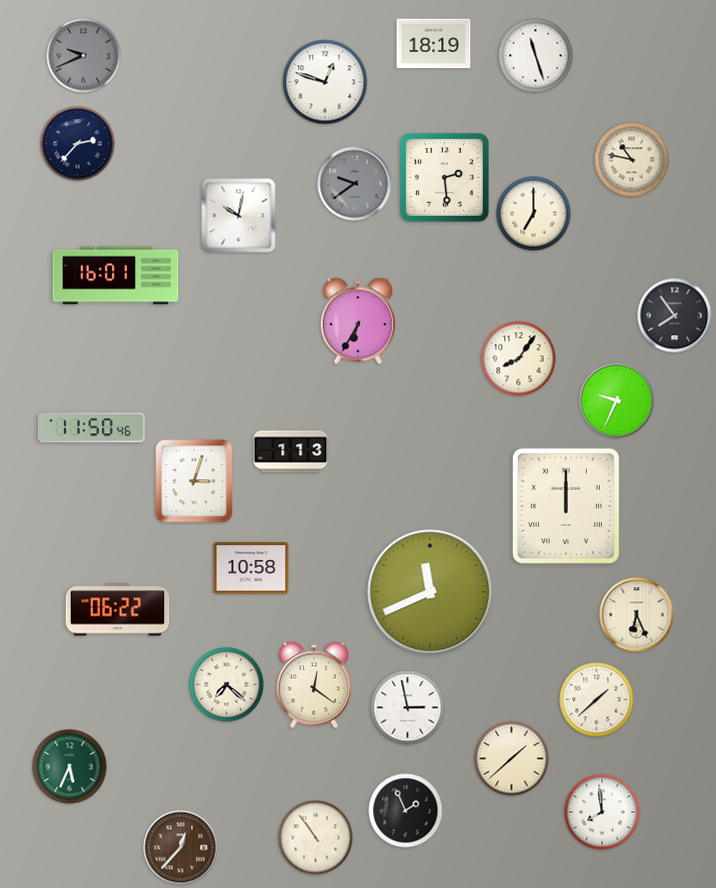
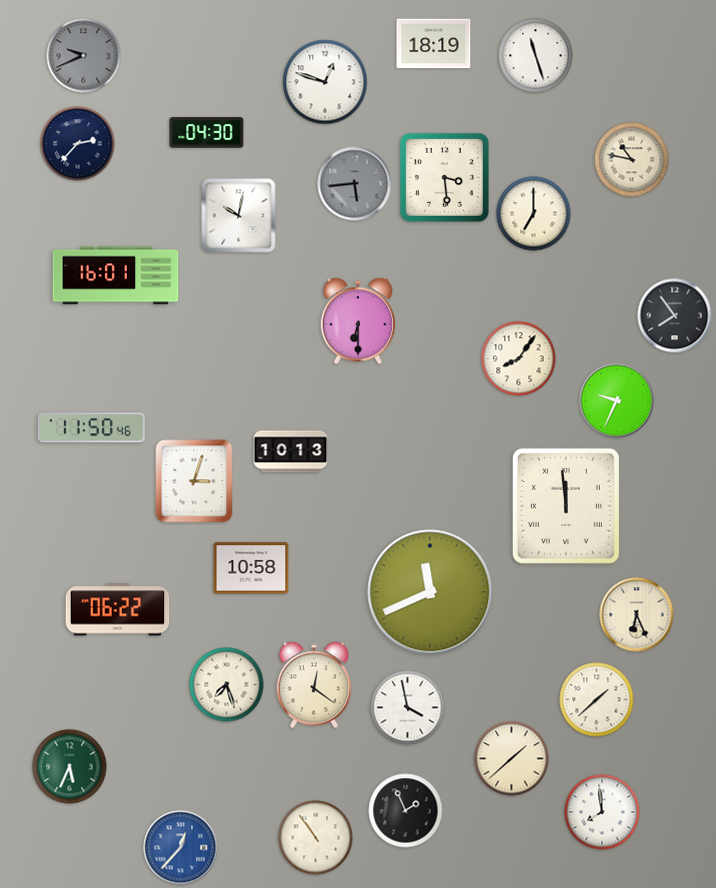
clock at (207, 133): none -> 04:30
clock at (444, 177): 2:29 -> 3:29
clock at (355, 184): 9:39 -> 5:44
clock at (358, 321): 6:35 -> 6:30
clock at (291, 452): 1:13 -> 10:13
clock at (566, 506): 12:00 -> 11:59
clock at (227, 685): 7:22 -> 7:27
clock at (408, 708): 2:58 -> 3:58
clock at (181, 848) dial: brown -> blue
